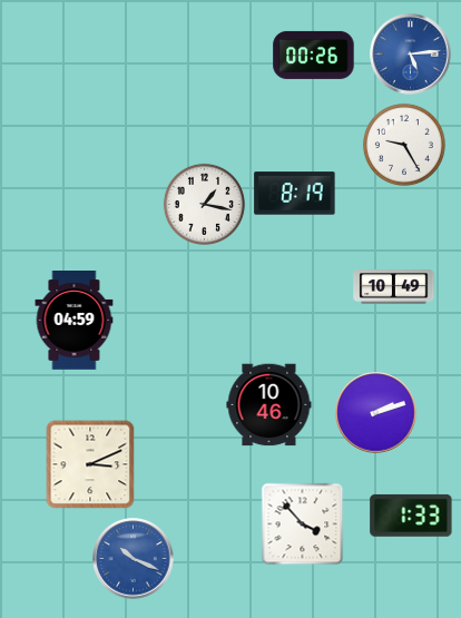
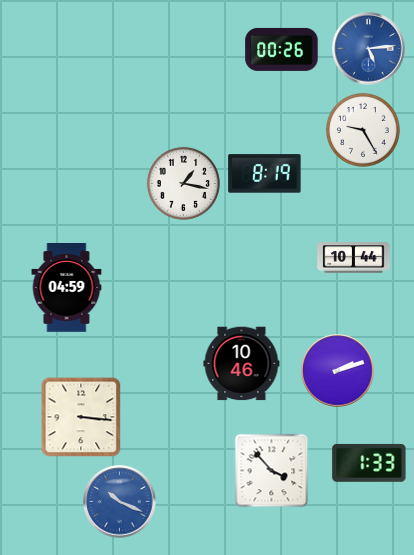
clock at (394, 287): 10:49 -> 10:44
clock at (90, 464): 3:11 -> 3:16
